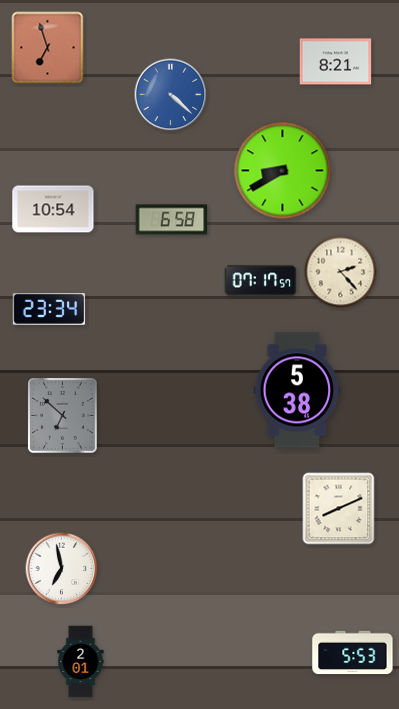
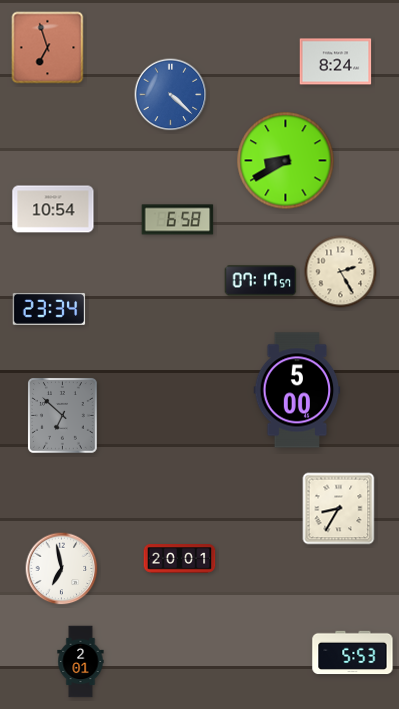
clock at (336, 62): 8:21 -> 8:24
clock at (283, 171) position: (283, 171) -> (286, 161)
clock at (172, 220) position: (172, 220) -> (178, 220)
clock at (341, 272): 2:23 -> 2:25
clock at (297, 390): 5:38 -> 5:00
clock at (339, 509): 8:11 -> 8:35
clock at (180, 559): none -> 20:01
